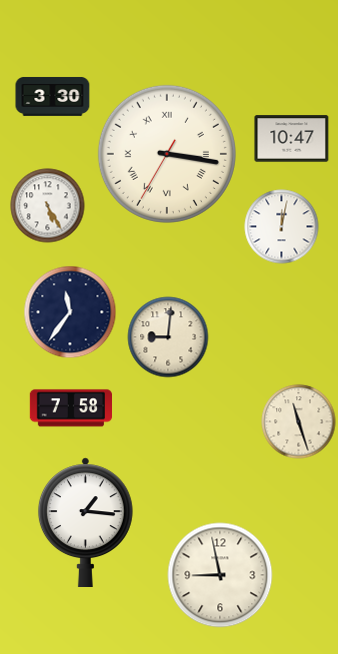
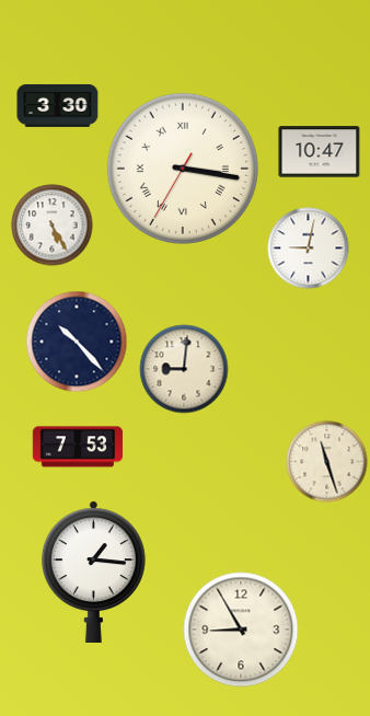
clock at (282, 227): 12:02 -> 9:02
clock at (70, 312): 11:36 -> 10:23
clock at (70, 408): 7:58 -> 7:53
clock at (220, 575): 8:58 -> 8:55
